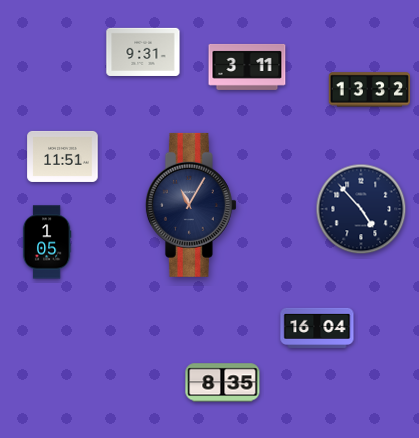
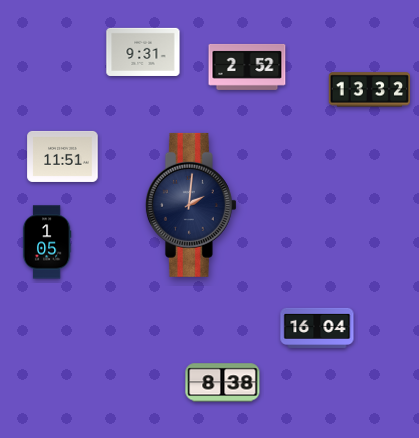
clock at (247, 67): 3:11 -> 2:52
clock at (191, 205): 11:05 -> 2:01
clock at (361, 209): 4:53 -> none
clock at (223, 383): 8:35 -> 8:38
